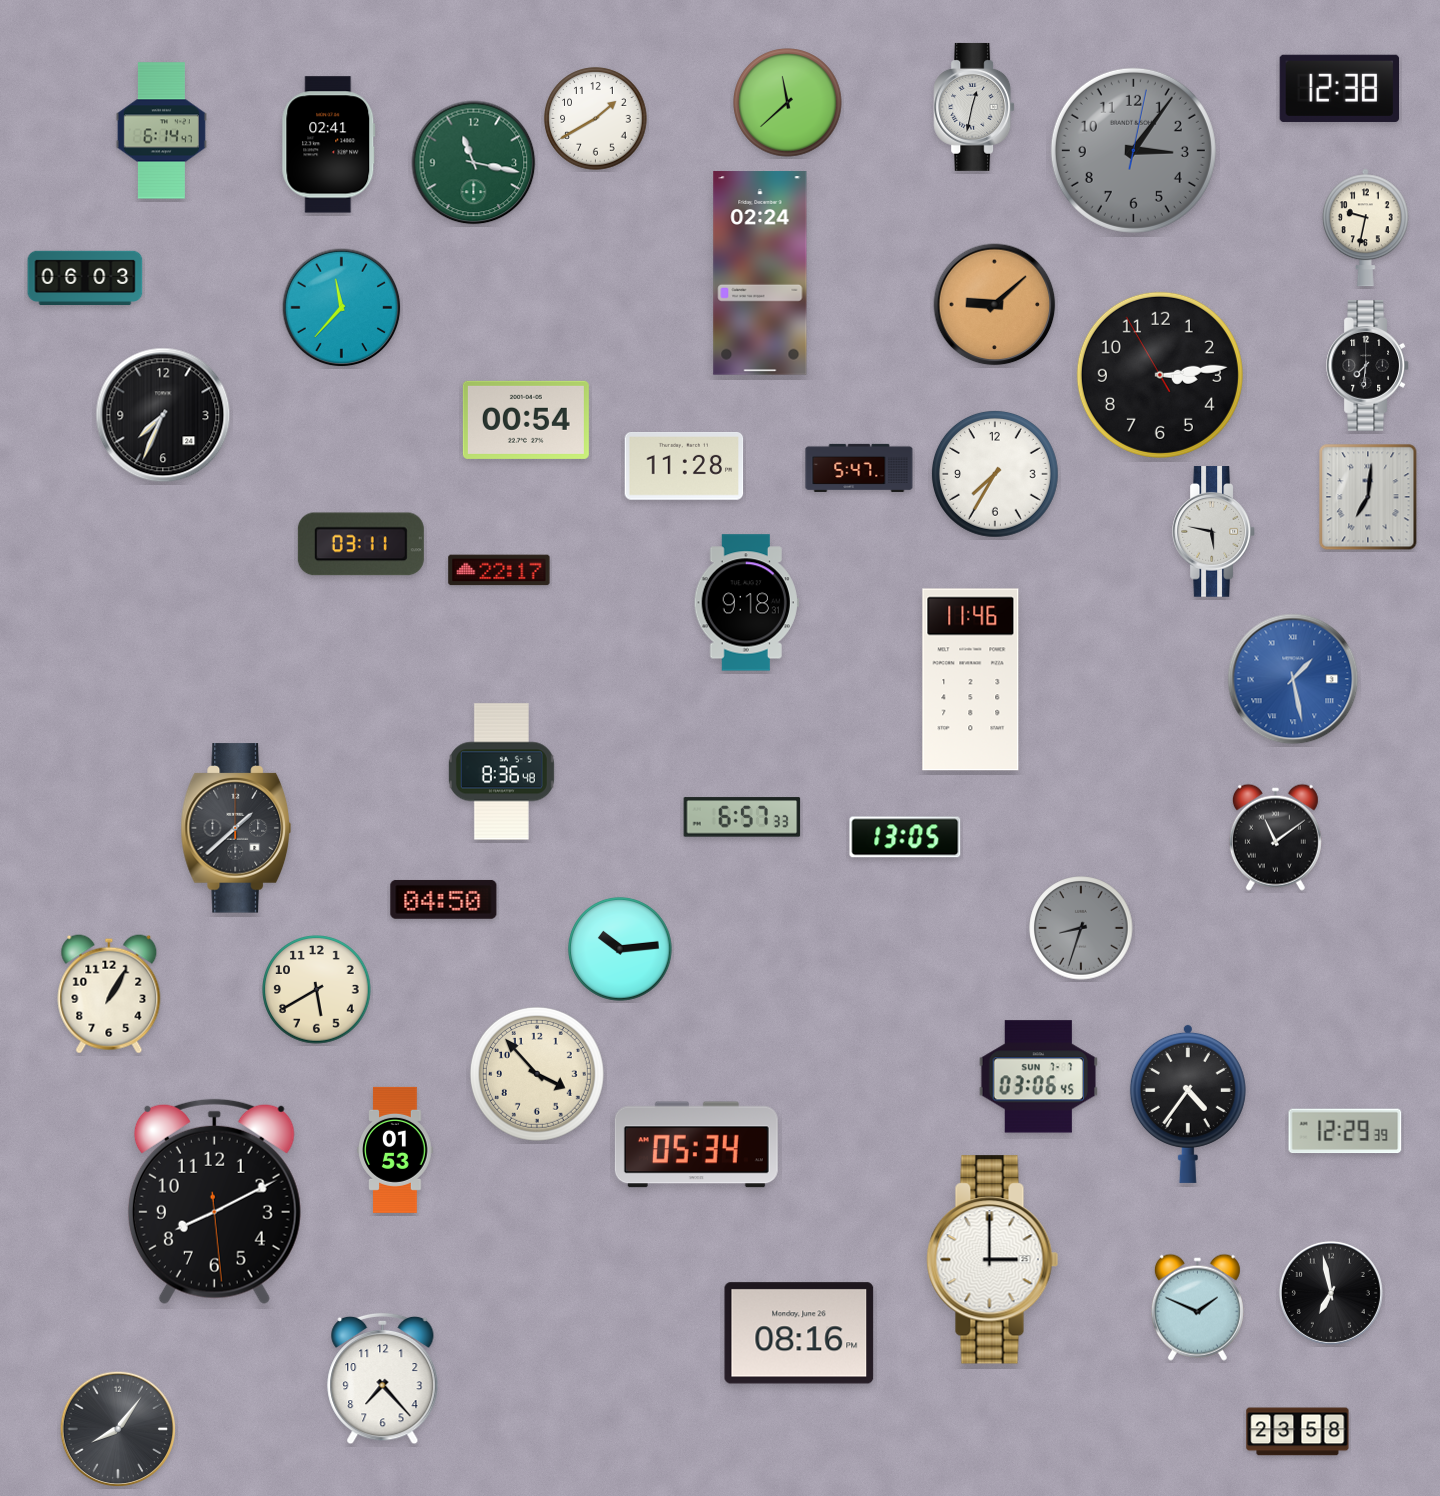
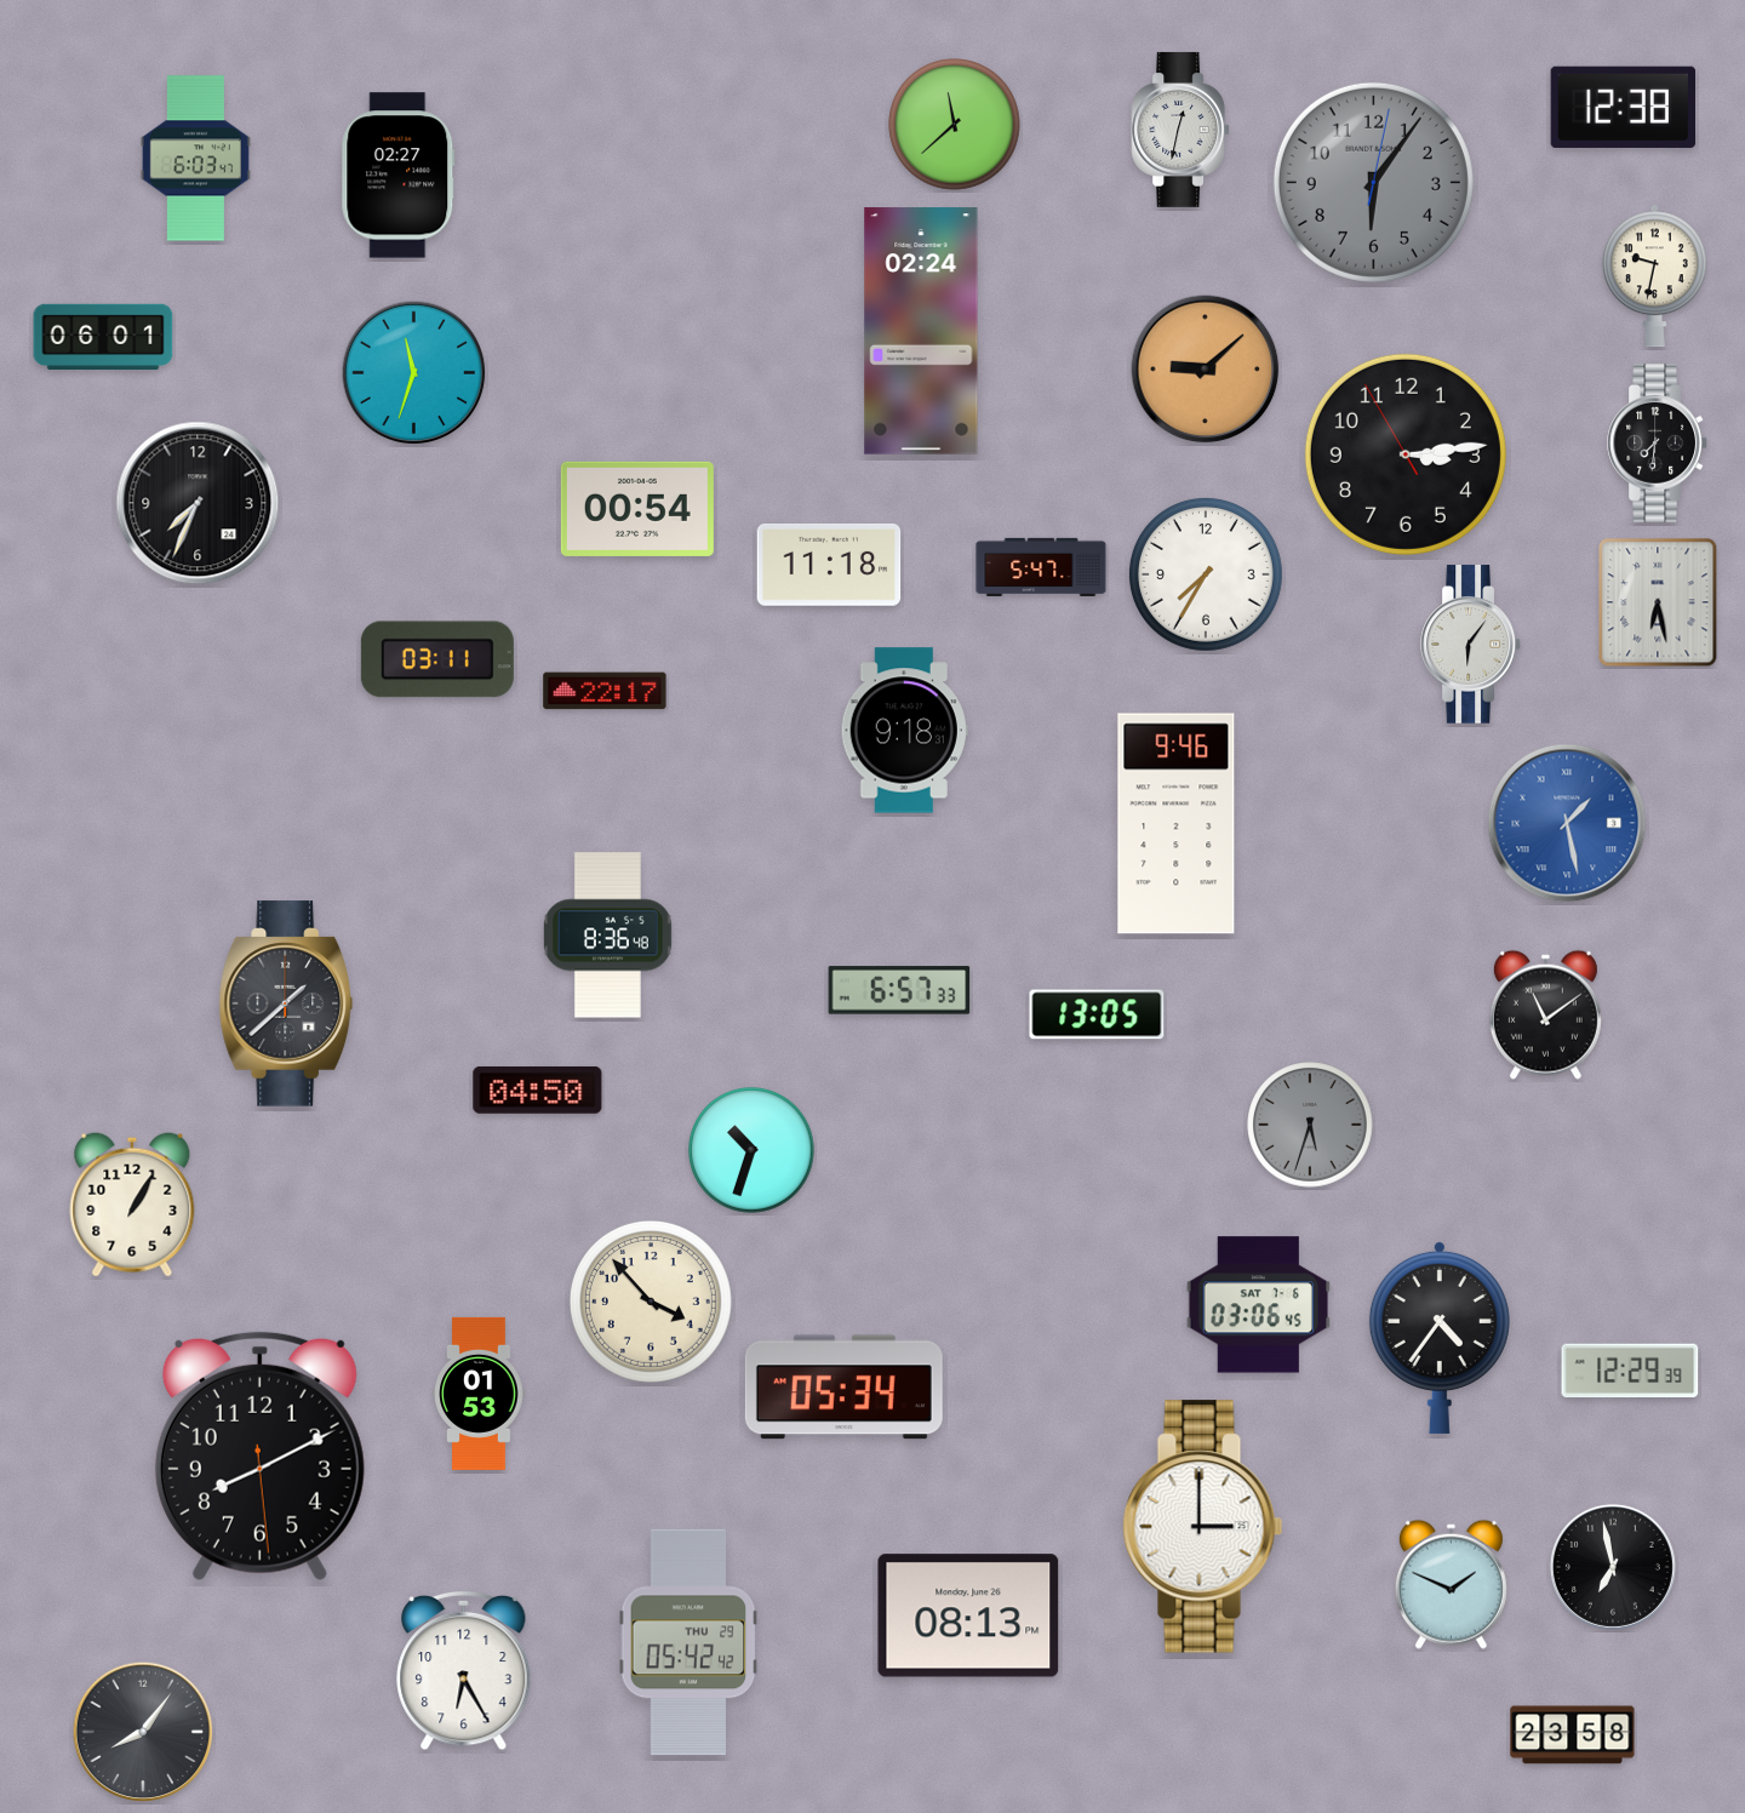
clock at (596, 119): 1:40 -> none
clock at (161, 131): 6:14 -> 6:03
clock at (329, 145): 02:41 -> 02:27
clock at (1133, 150): 3:06 -> 6:06
clock at (474, 163): 11:17 -> none
clock at (85, 277): 06:03 -> 06:01
clock at (342, 308): 11:37 -> 11:33
clock at (684, 467): 11:28 -> 11:18
clock at (1368, 497): 7:01 -> 6:28
clock at (1214, 532): 5:47 -> 6:06
clock at (971, 680): 11:46 -> 9:46
clock at (1081, 928): 8:33 -> 5:33
clock at (620, 949): 10:14 -> 10:33
clock at (317, 990): 5:40 -> none
clock at (1038, 1077) date: SUN 7-7 -> SAT 7-6
clock at (799, 1333): 08:16 -> 08:13
clock at (688, 1642): none -> 05:42
clock at (383, 1379): 7:23 -> 6:25
